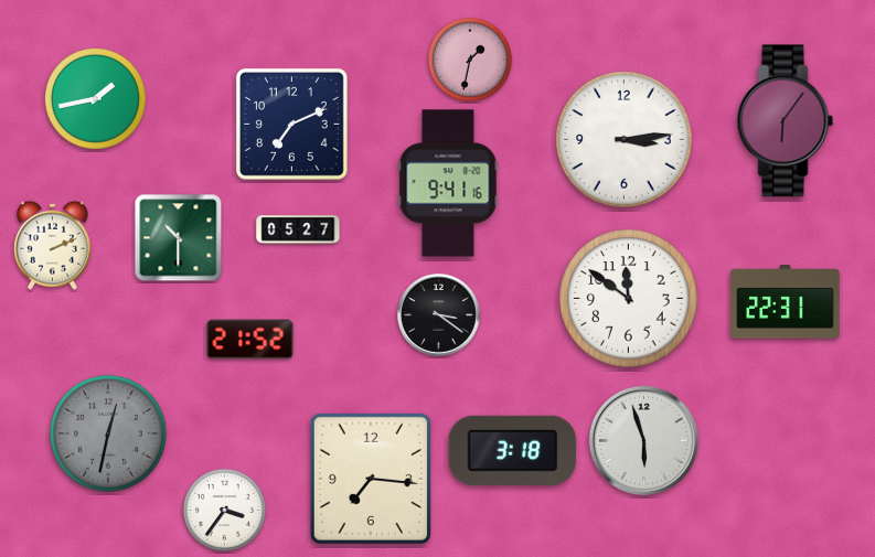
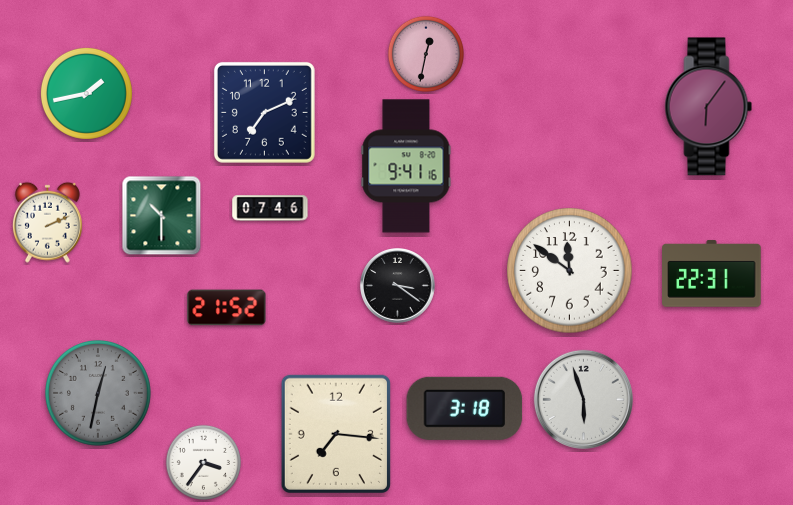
clock at (470, 60): 1:32 -> 12:32
clock at (95, 98) position: (95, 98) -> (86, 93)
clock at (786, 121) position: (786, 121) -> (709, 107)
clock at (625, 140): 3:14 -> none
clock at (298, 229): 05:27 -> 07:46
